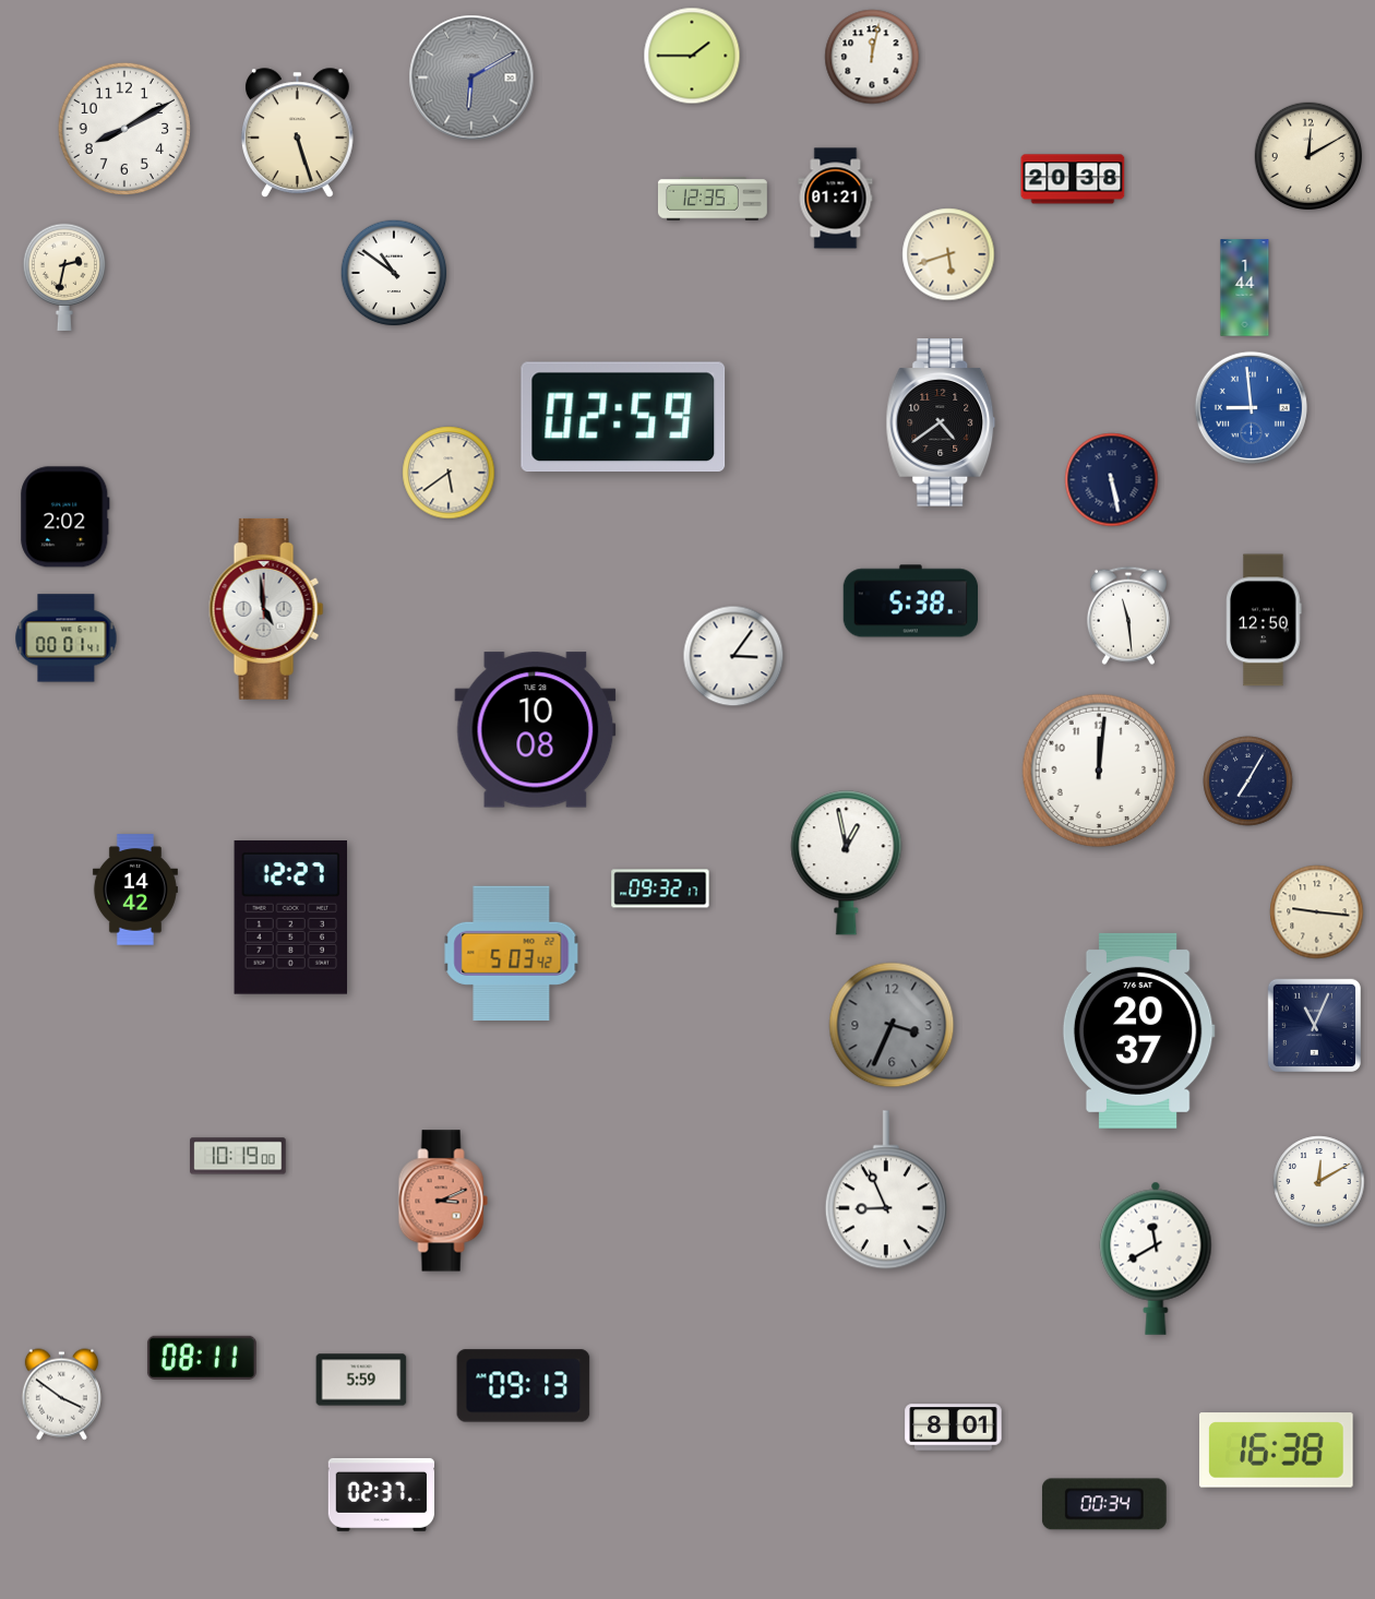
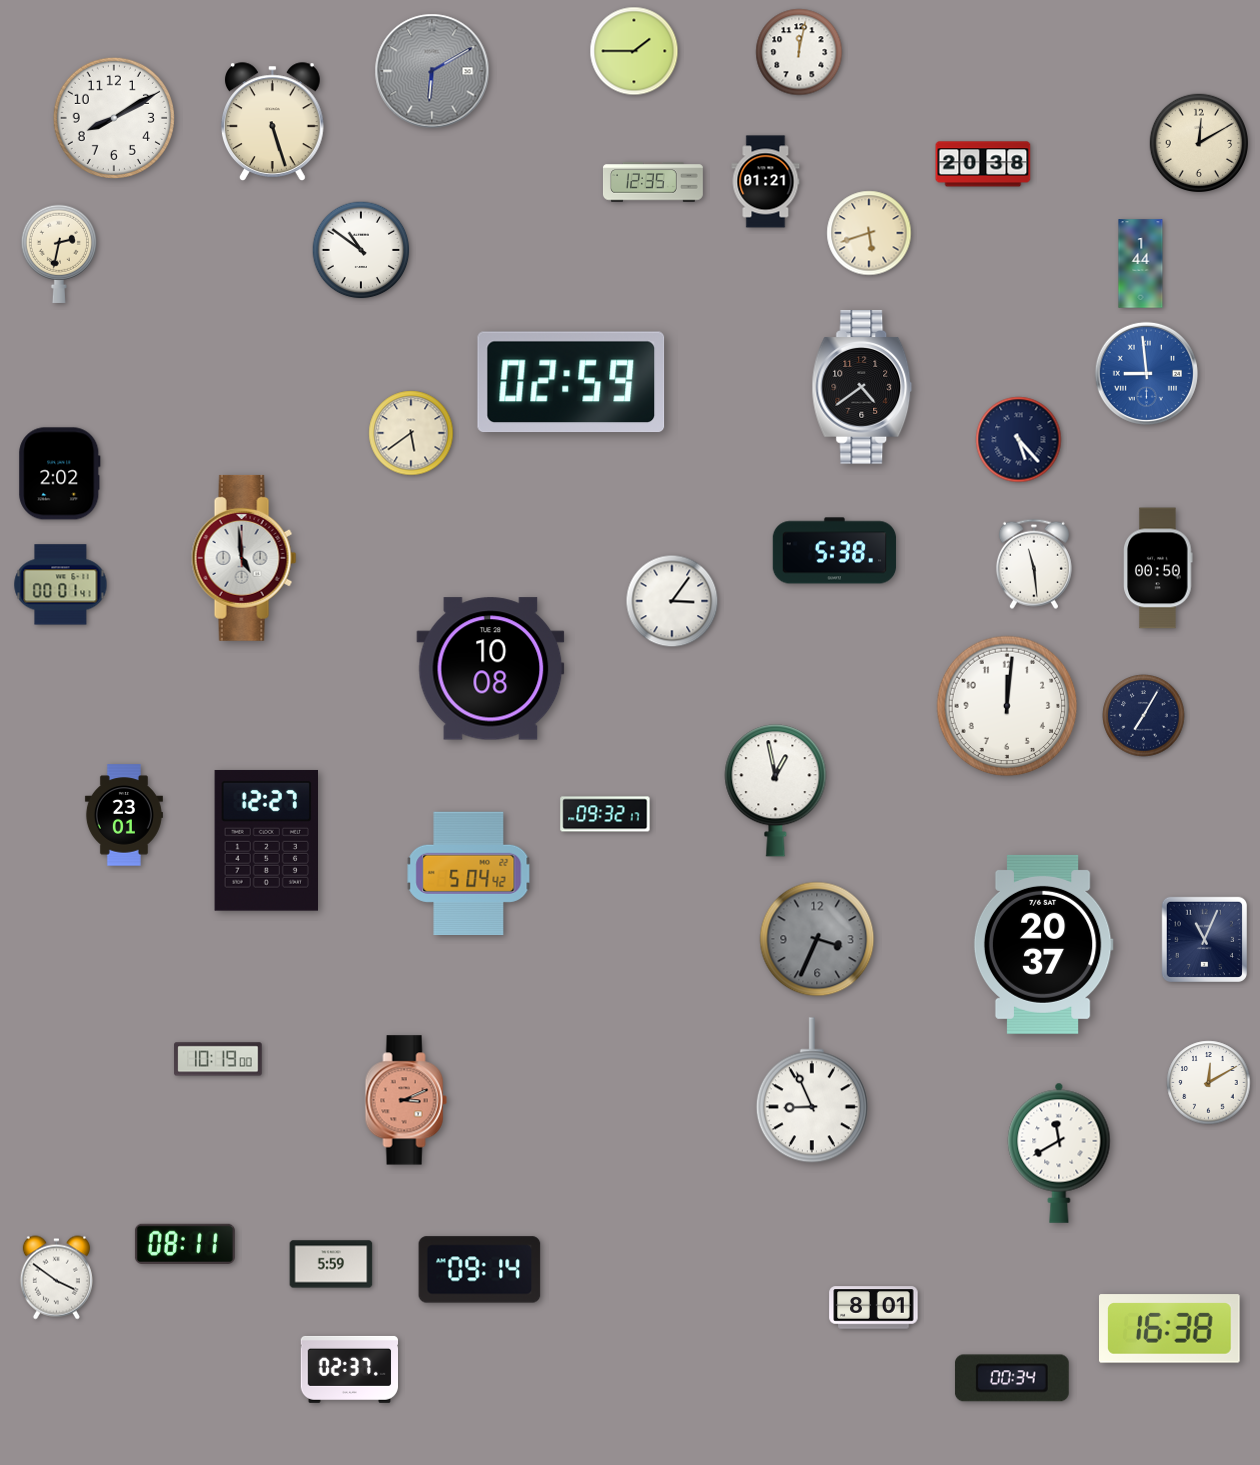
clock at (1112, 480): 5:28 -> 5:23
clock at (1264, 620): 12:50 -> 00:50
clock at (135, 890): 14:42 -> 23:01
clock at (1317, 912): 9:16 -> none
clock at (512, 953): 5:03 -> 5:04
clock at (524, 1386): 09:13 -> 09:14
